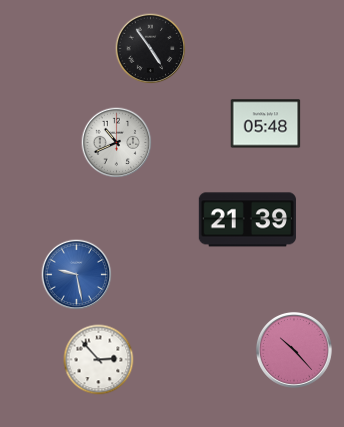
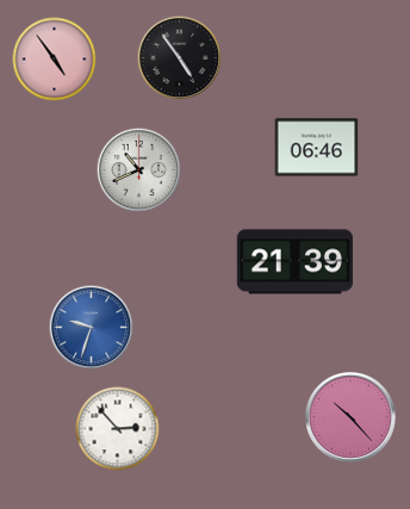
clock at (55, 60): none -> 4:54
clock at (266, 124): 05:48 -> 06:46
clock at (77, 275): 9:28 -> 9:33
